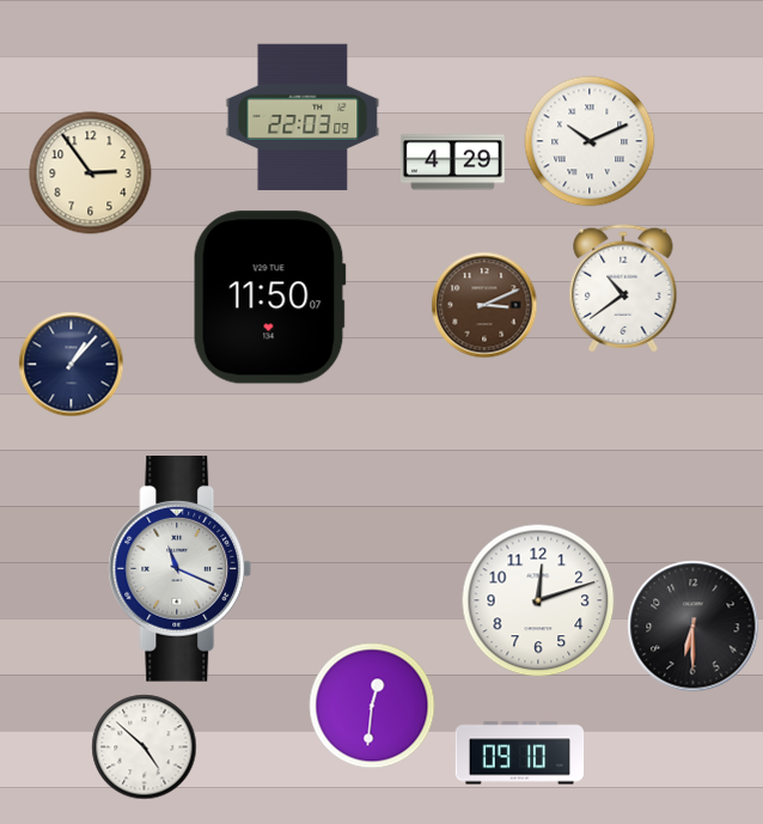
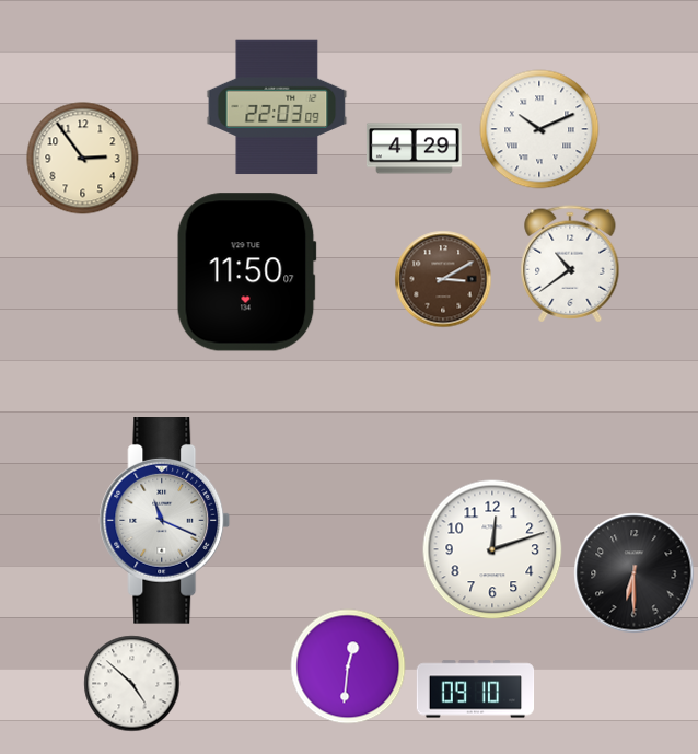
clock at (484, 305): 3:11 -> 3:10
clock at (72, 365): 1:07 -> none
clock at (372, 706) position: (372, 706) -> (348, 666)
